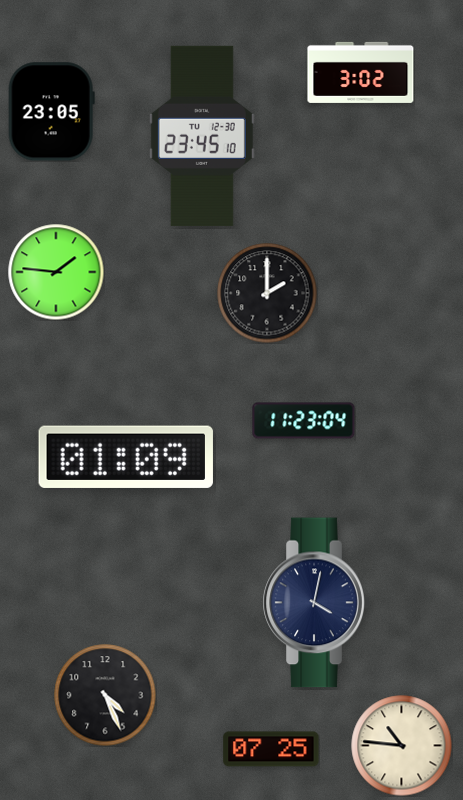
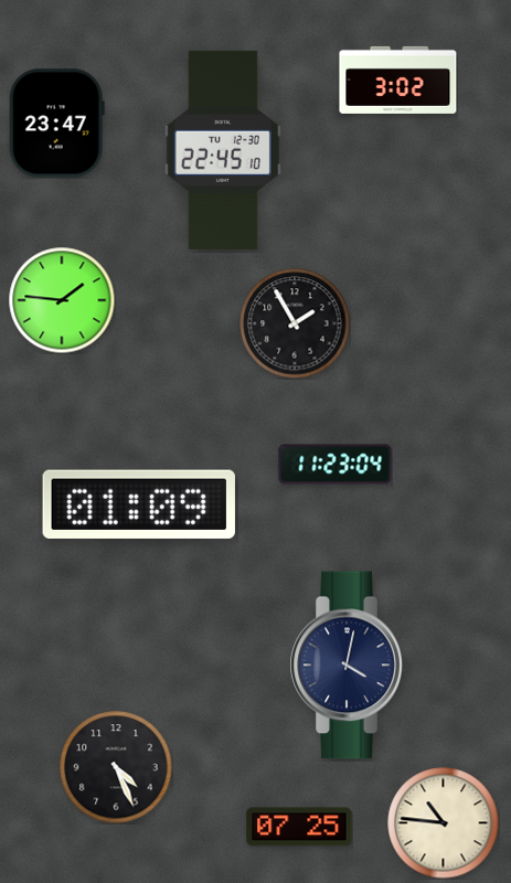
clock at (51, 112): 23:05 -> 23:47
clock at (202, 136): 23:45 -> 22:45
clock at (267, 293): 2:00 -> 1:55
